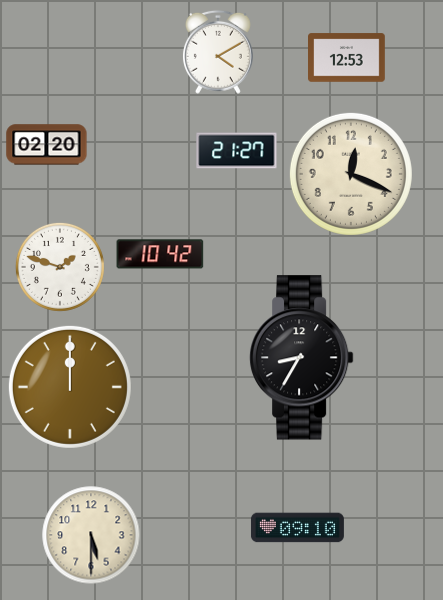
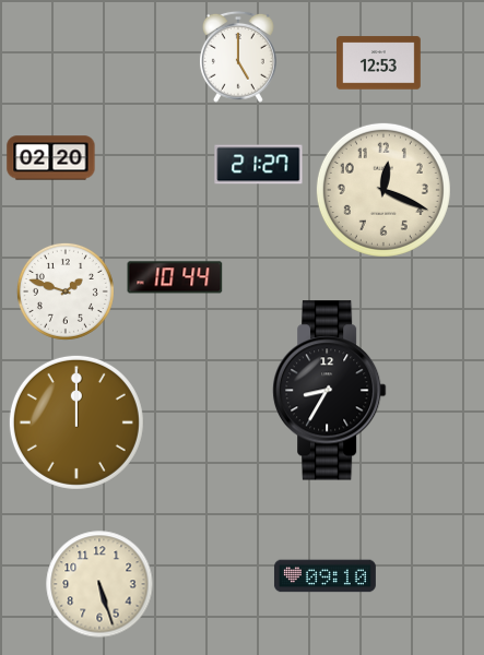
clock at (218, 52): 4:10 -> 5:00
clock at (160, 254): 10:42 -> 10:44
clock at (91, 535): 5:30 -> 5:27
